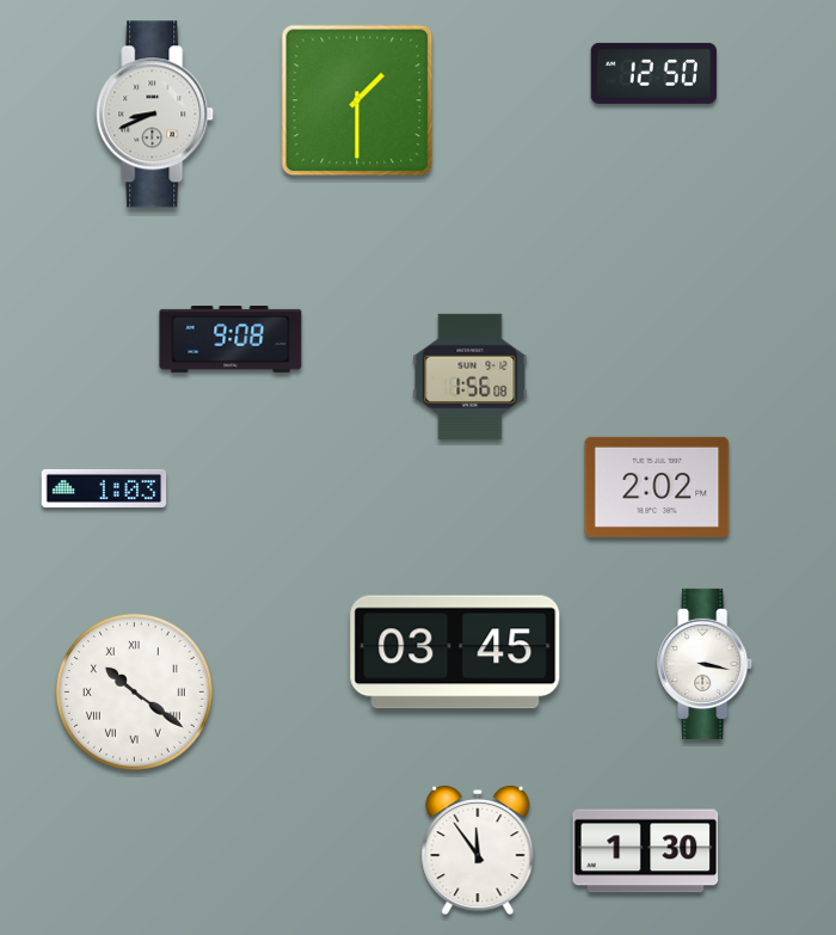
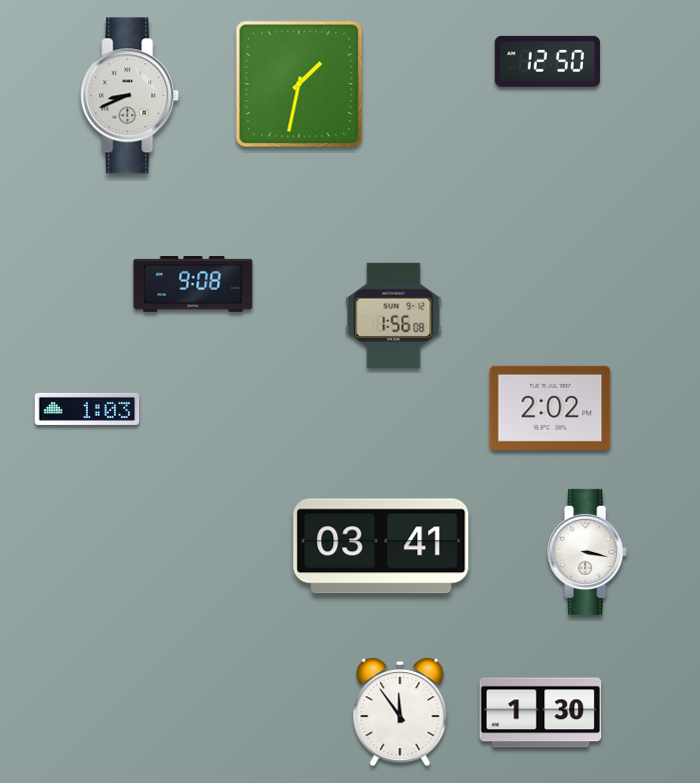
clock at (357, 100): 1:30 -> 1:32
clock at (455, 652): 03:45 -> 03:41
clock at (706, 664) position: (706, 664) -> (588, 552)
clock at (134, 691): 10:21 -> none
